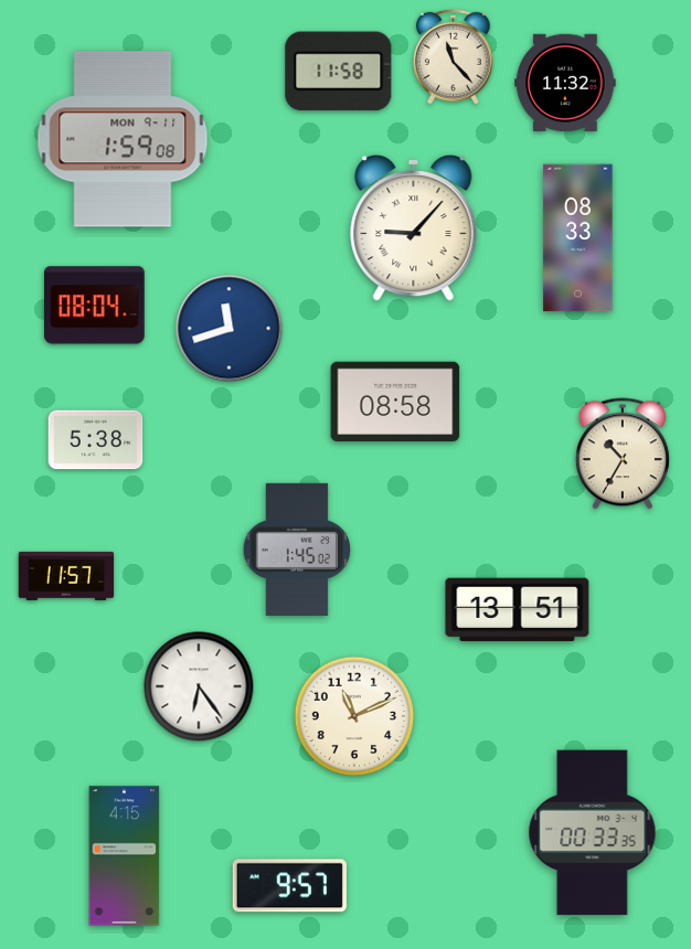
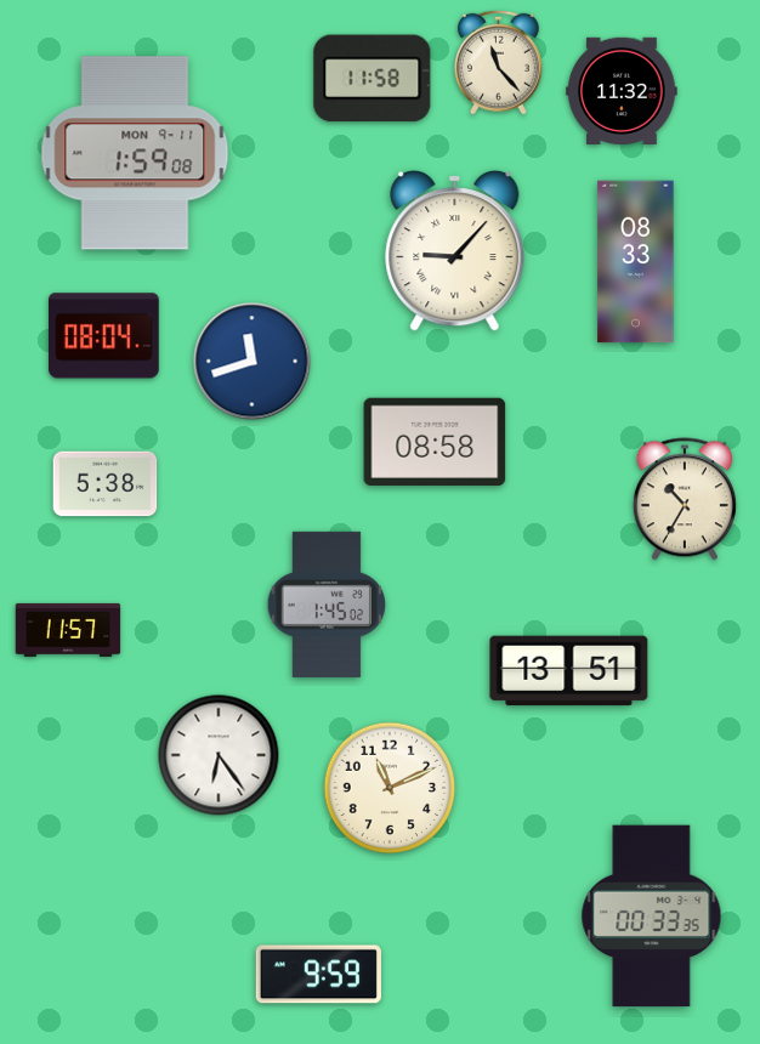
clock at (66, 576) position: (66, 576) -> (68, 630)
clock at (125, 856): 4:15 -> none
clock at (289, 886): 9:57 -> 9:59
